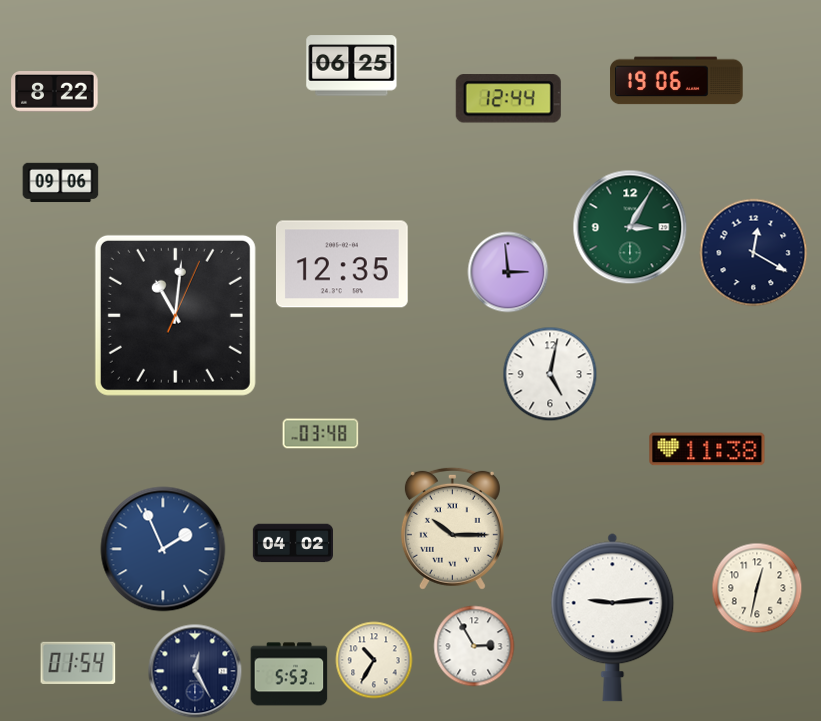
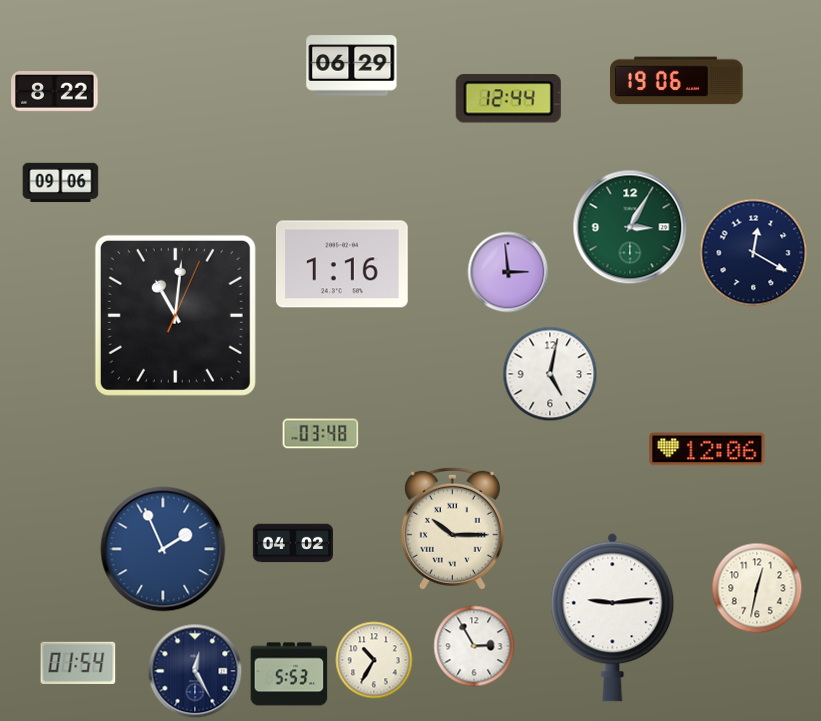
clock at (352, 66): 06:25 -> 06:29
clock at (342, 264): 12:35 -> 1:16
clock at (707, 449): 11:38 -> 12:06
